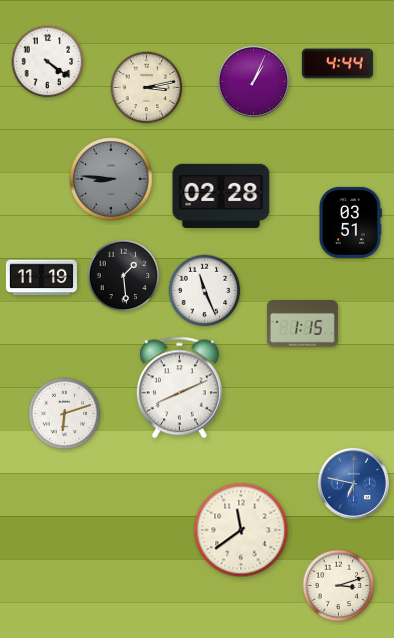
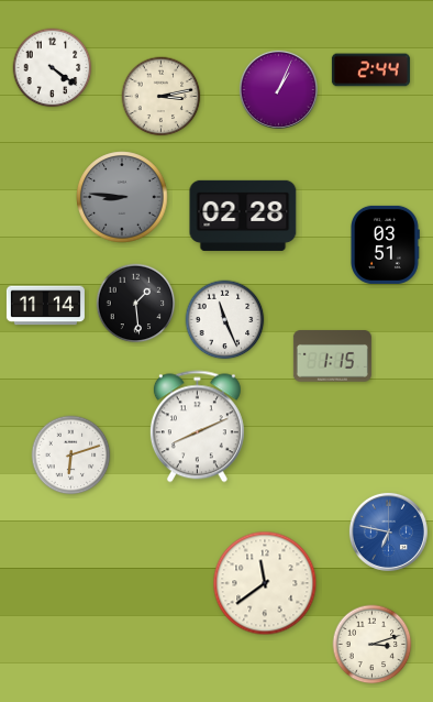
clock at (337, 64): 4:44 -> 2:44
clock at (41, 278): 11:19 -> 11:14
